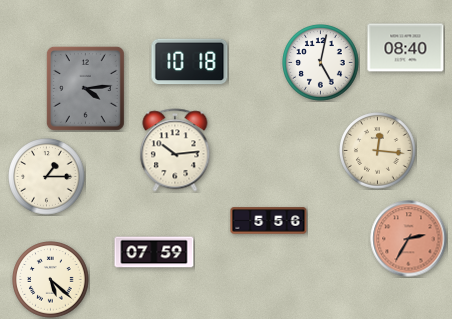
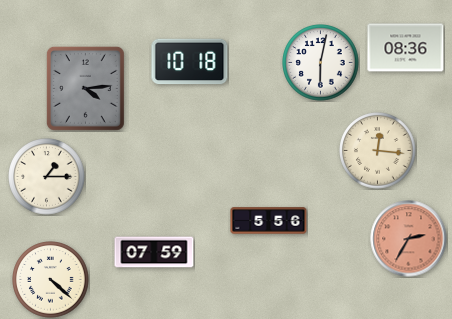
clock at (406, 48): 08:40 -> 08:36
clock at (321, 63): 5:02 -> 6:02
clock at (175, 150): 10:14 -> none
clock at (51, 280): 5:22 -> 4:22
